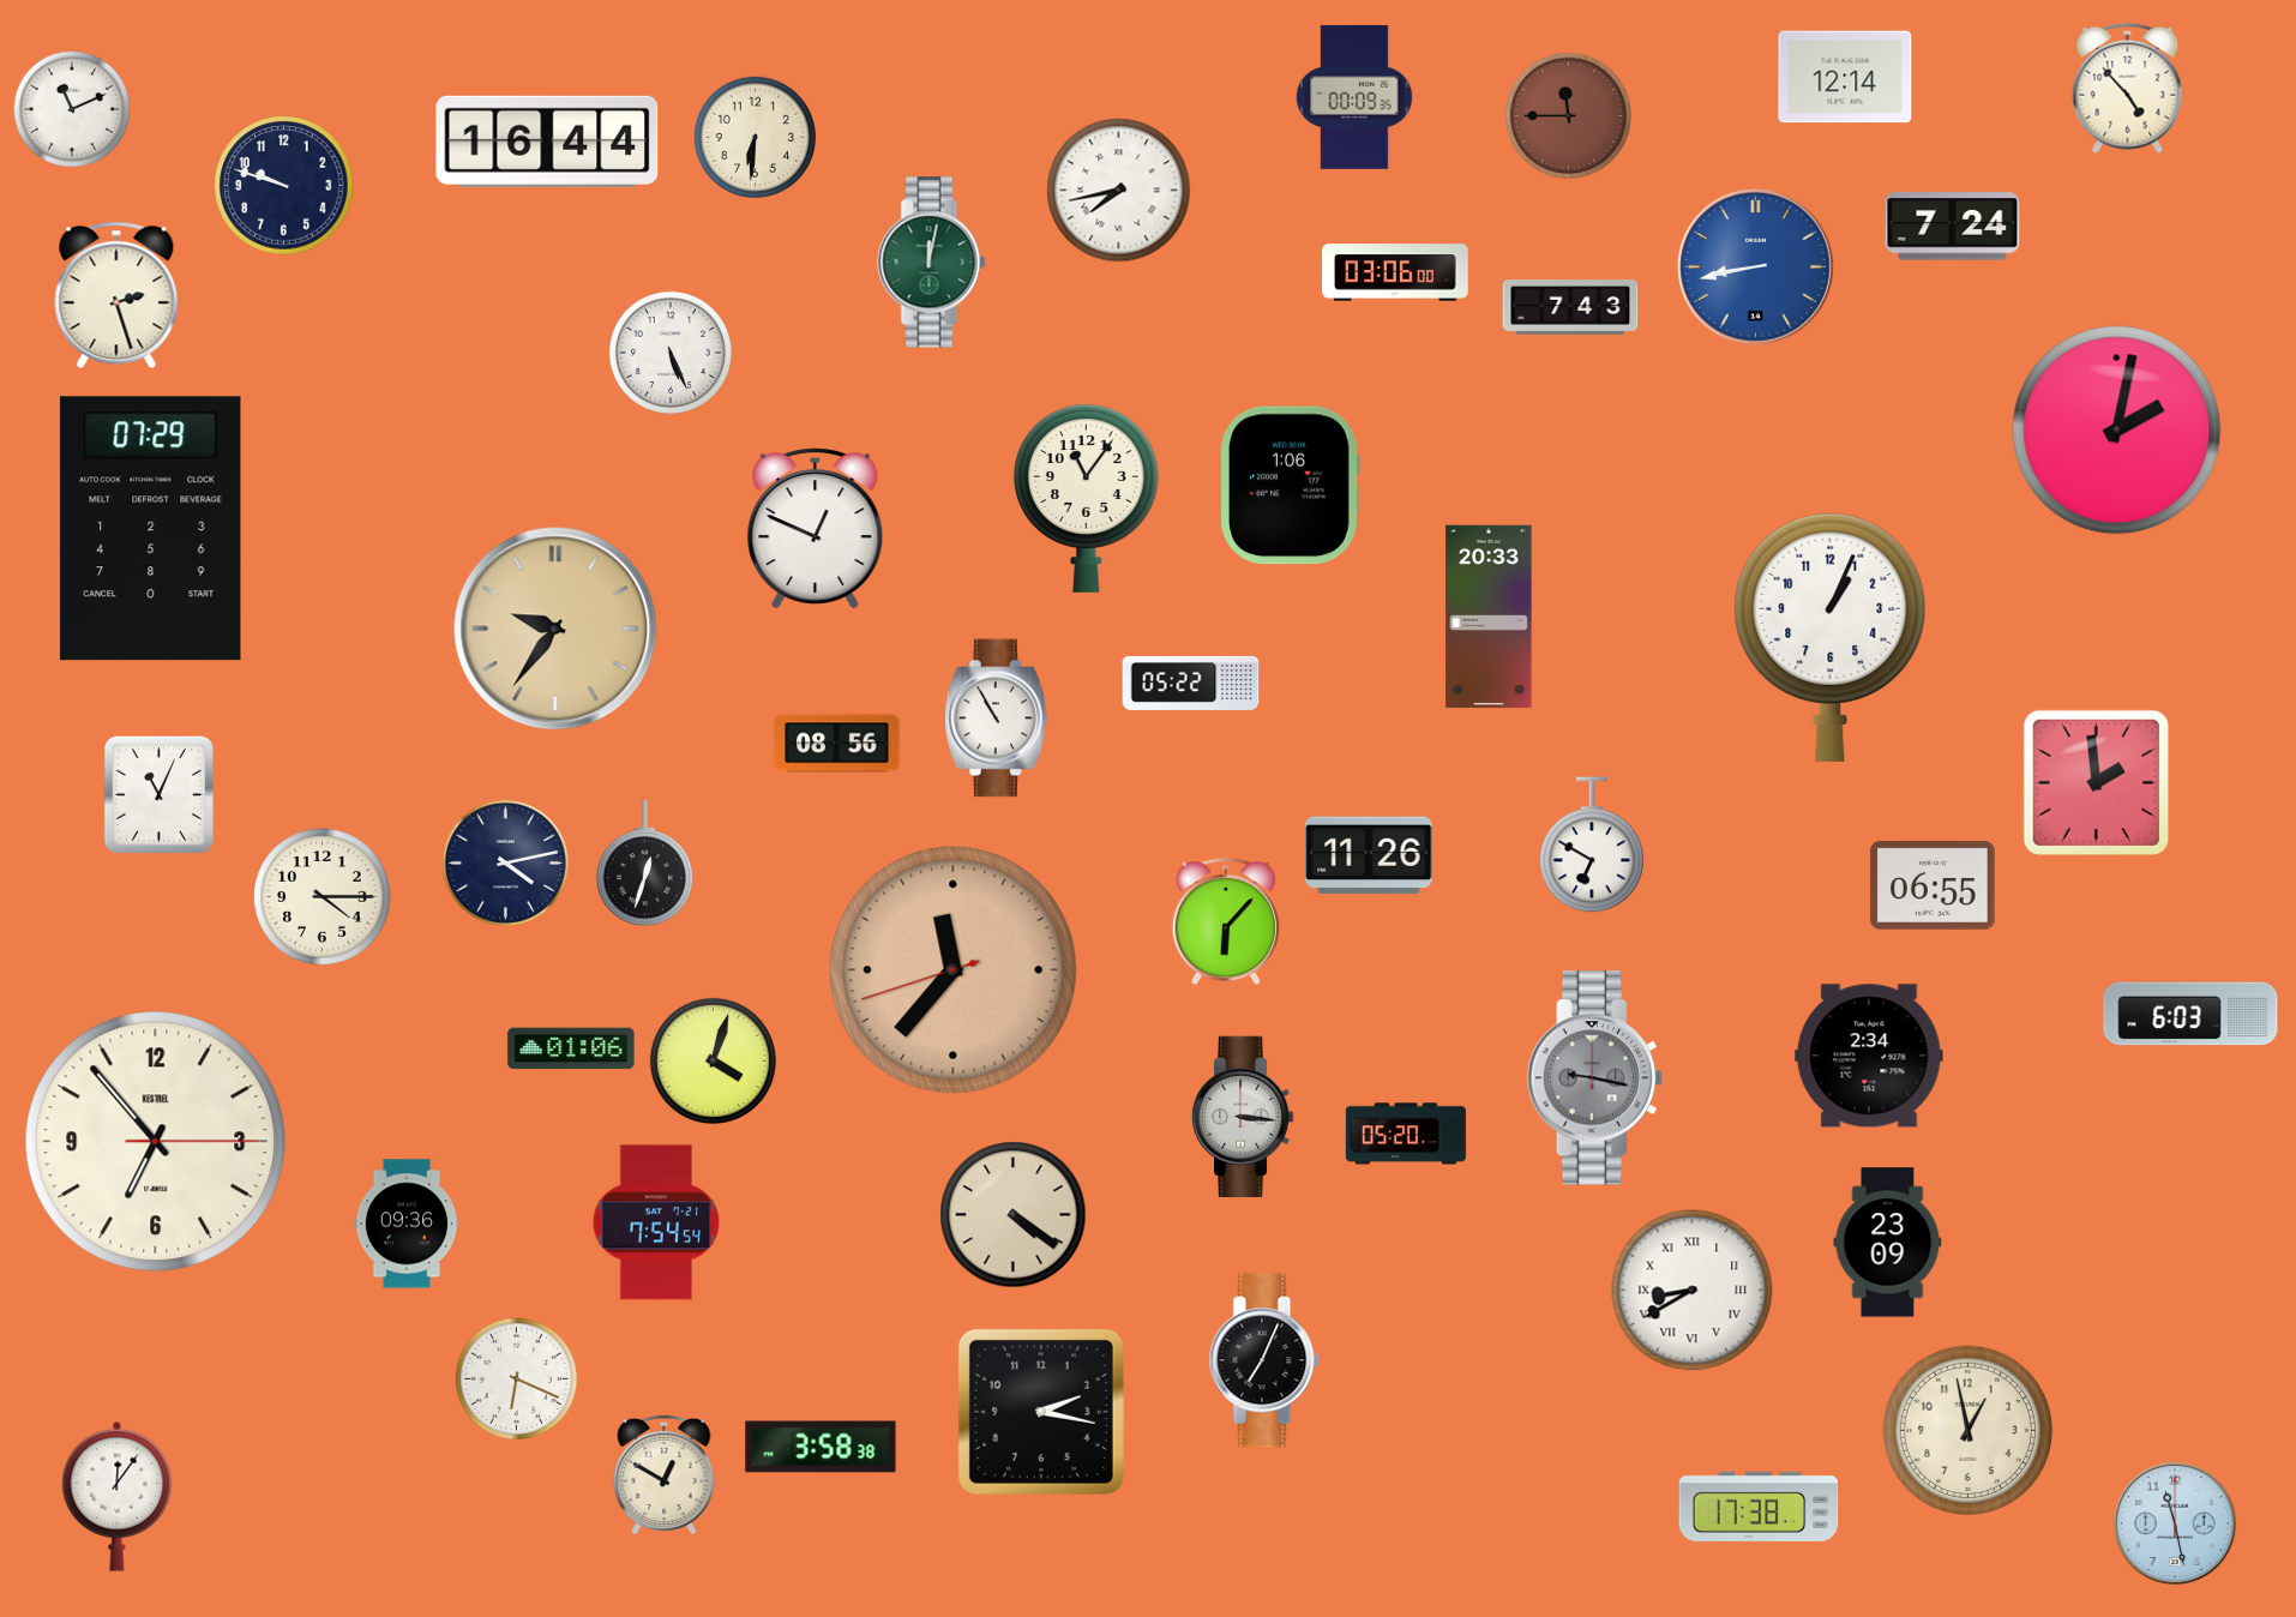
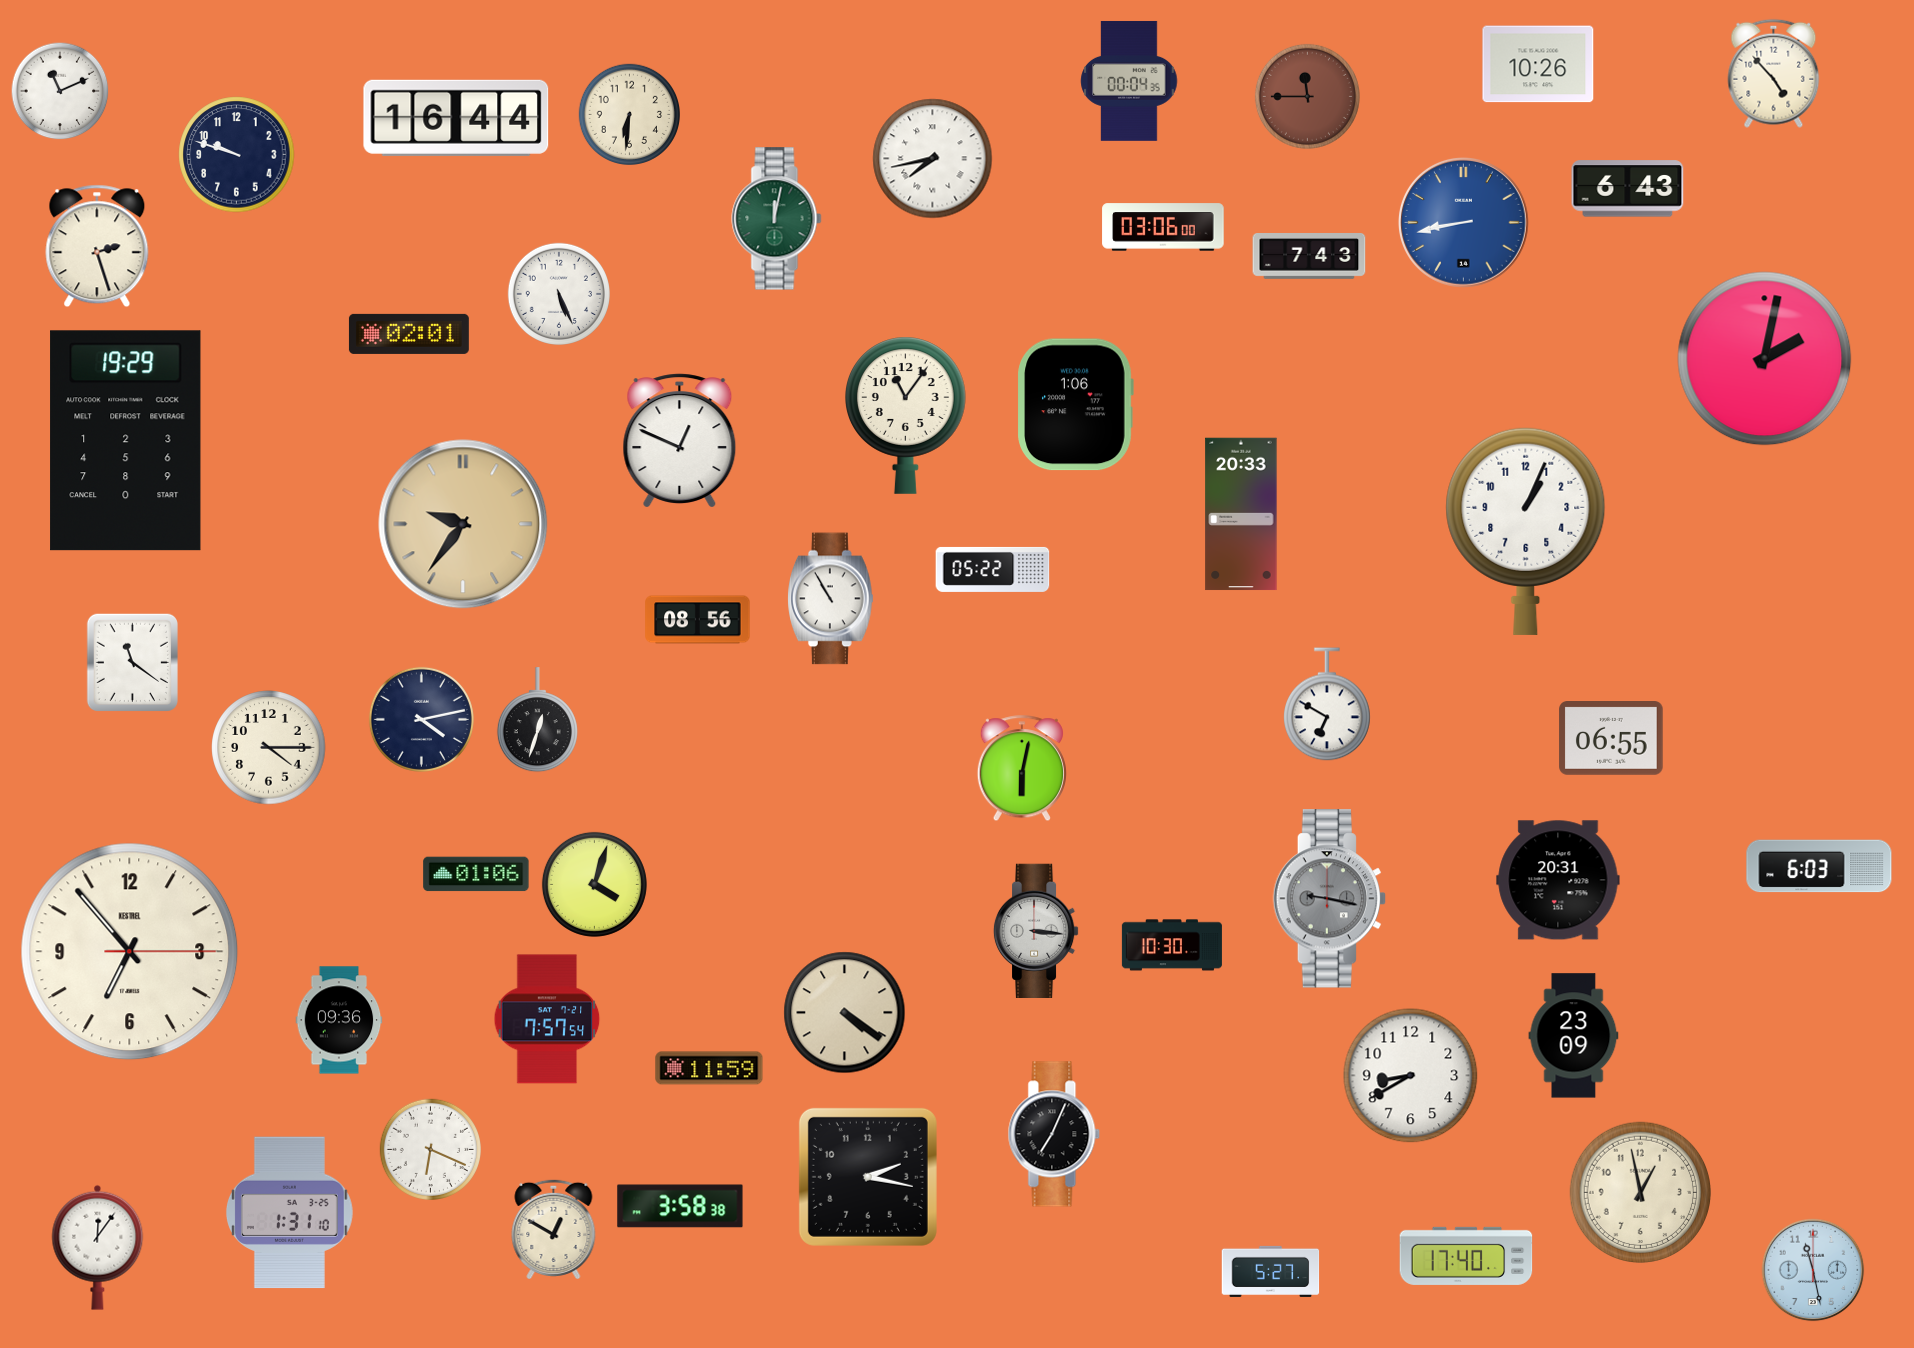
clock at (1845, 77): 12:14 -> 10:26
clock at (1354, 97): 00:09 -> 00:04
clock at (1953, 227): 7:24 -> 6:43
clock at (409, 334): none -> 02:01
clock at (151, 529): 07:29 -> 19:29
clock at (2096, 782): 1:59 -> none
clock at (158, 794): 11:04 -> 11:21
clock at (1369, 855): 11:26 -> none
clock at (1226, 922): 6:07 -> 6:02
clock at (954, 970): 11:36 -> none
clock at (2190, 1014) position: (2190, 1014) -> (1819, 866)
clock at (1869, 1056): 2:34 -> 20:31
clock at (1406, 1134): 05:20 -> 10:30
clock at (656, 1222): 7:54 -> 7:57
clock at (709, 1068): none -> 11:59
clock at (1693, 1291) numerals: Roman -> Arabic
clock at (821, 1447) position: (821, 1447) -> (680, 1206)
clock at (289, 1213): none -> 1:31
clock at (1759, 1507): 17:38 -> 17:40
clock at (1271, 1271): none -> 5:27
